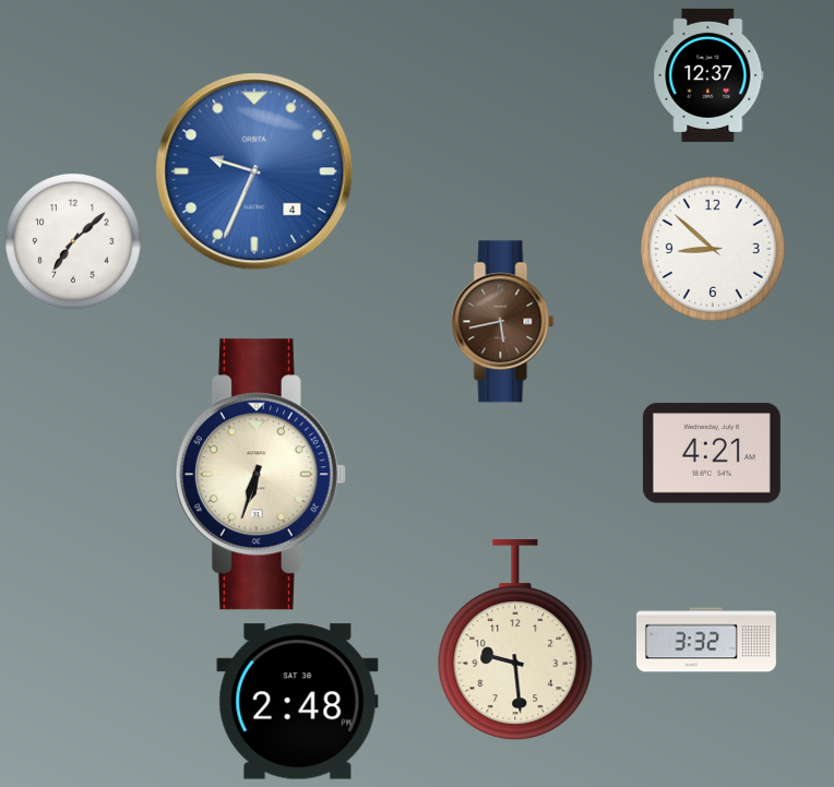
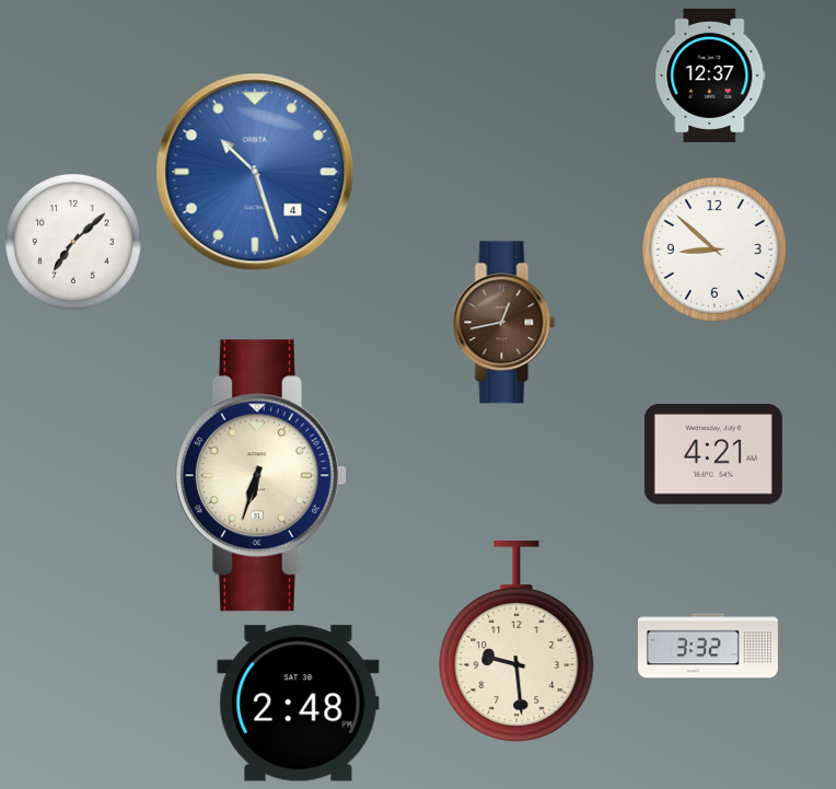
clock at (254, 171): 9:34 -> 10:27
clock at (503, 322): 5:43 -> 12:43
clock at (706, 640) position: (706, 640) -> (708, 646)
